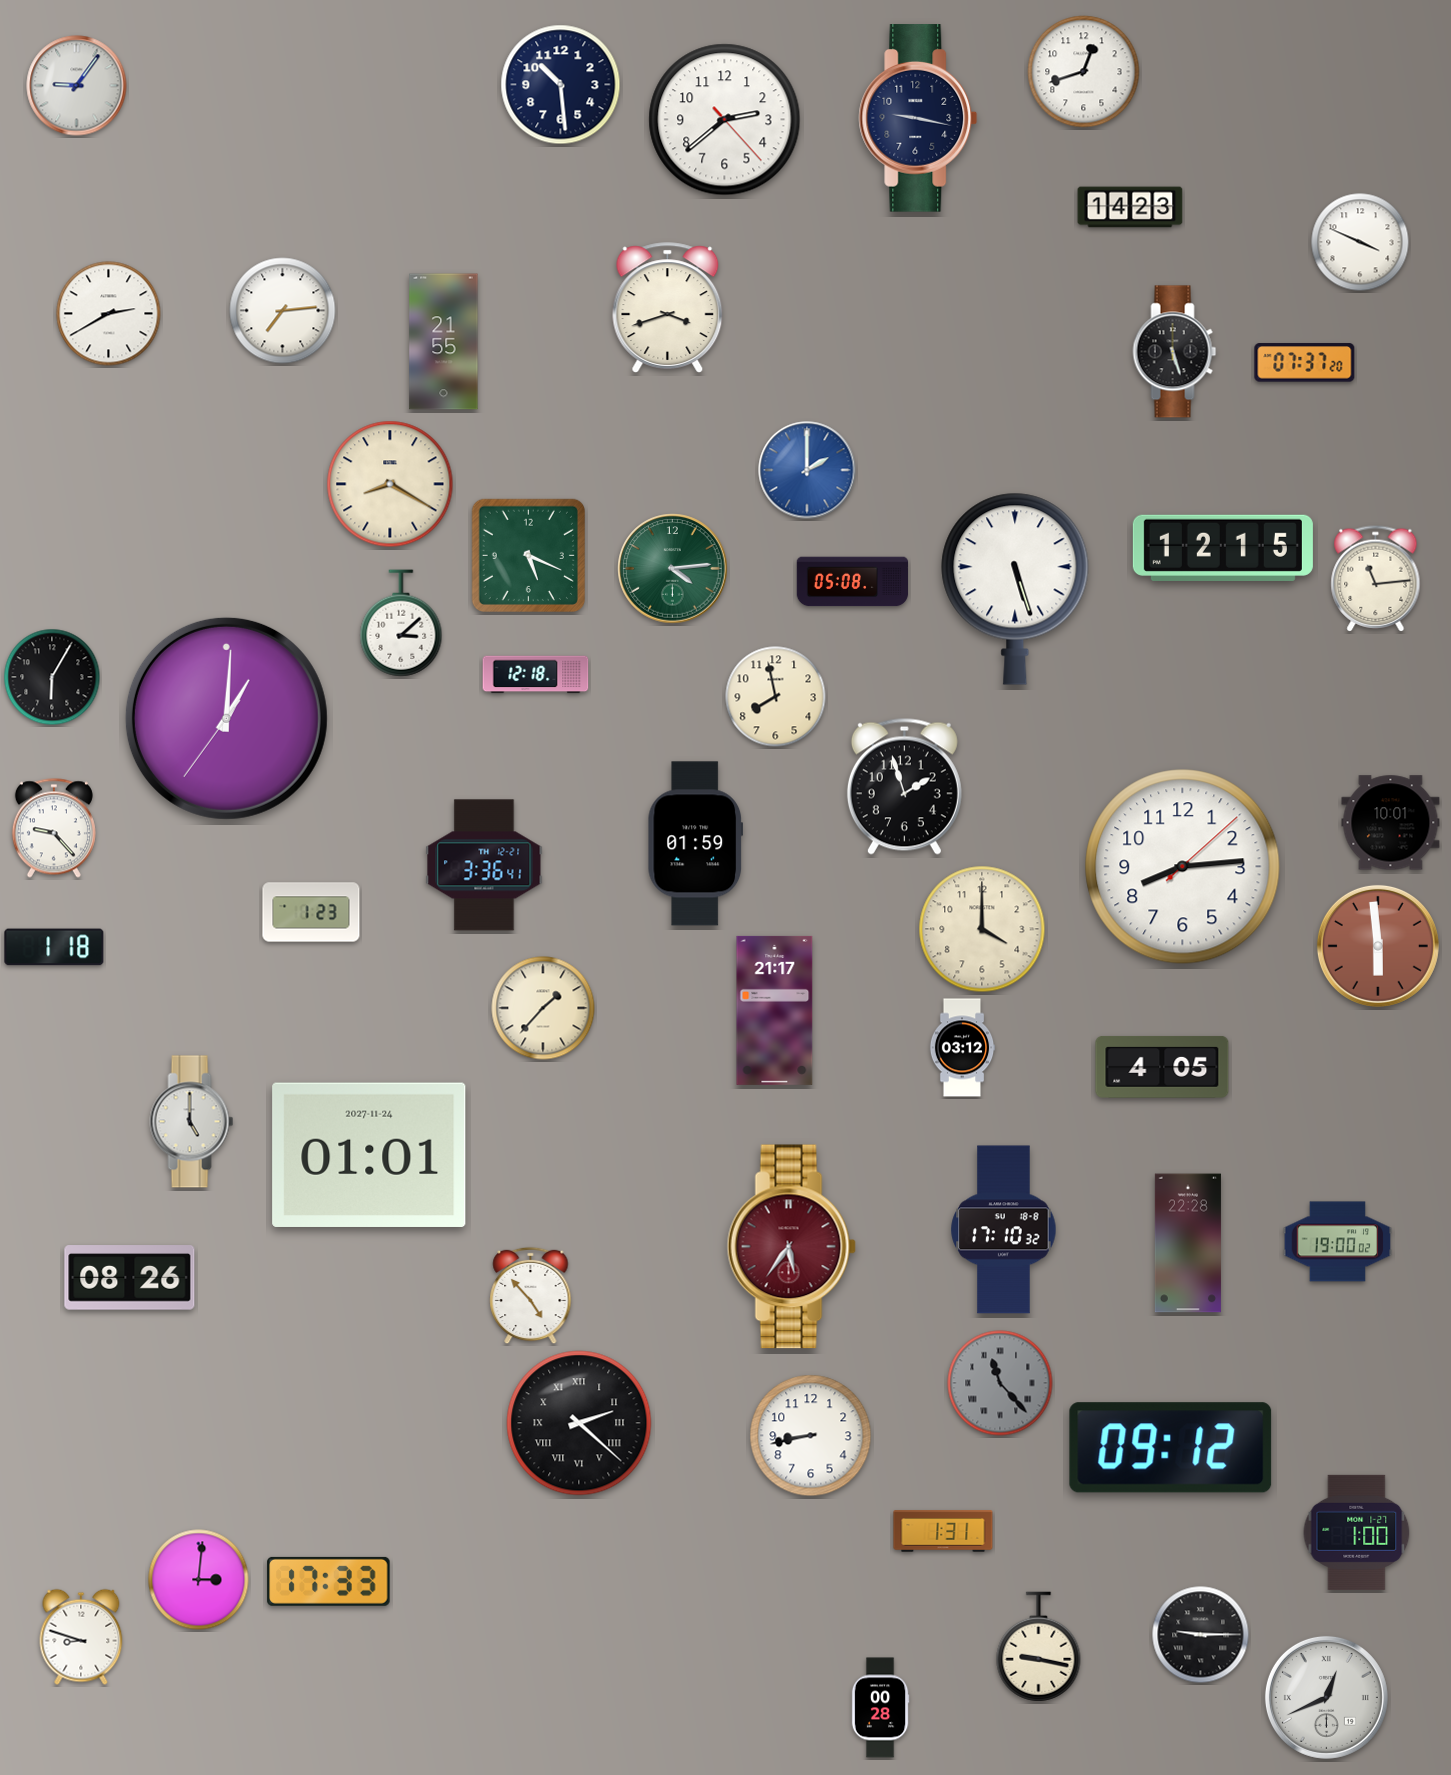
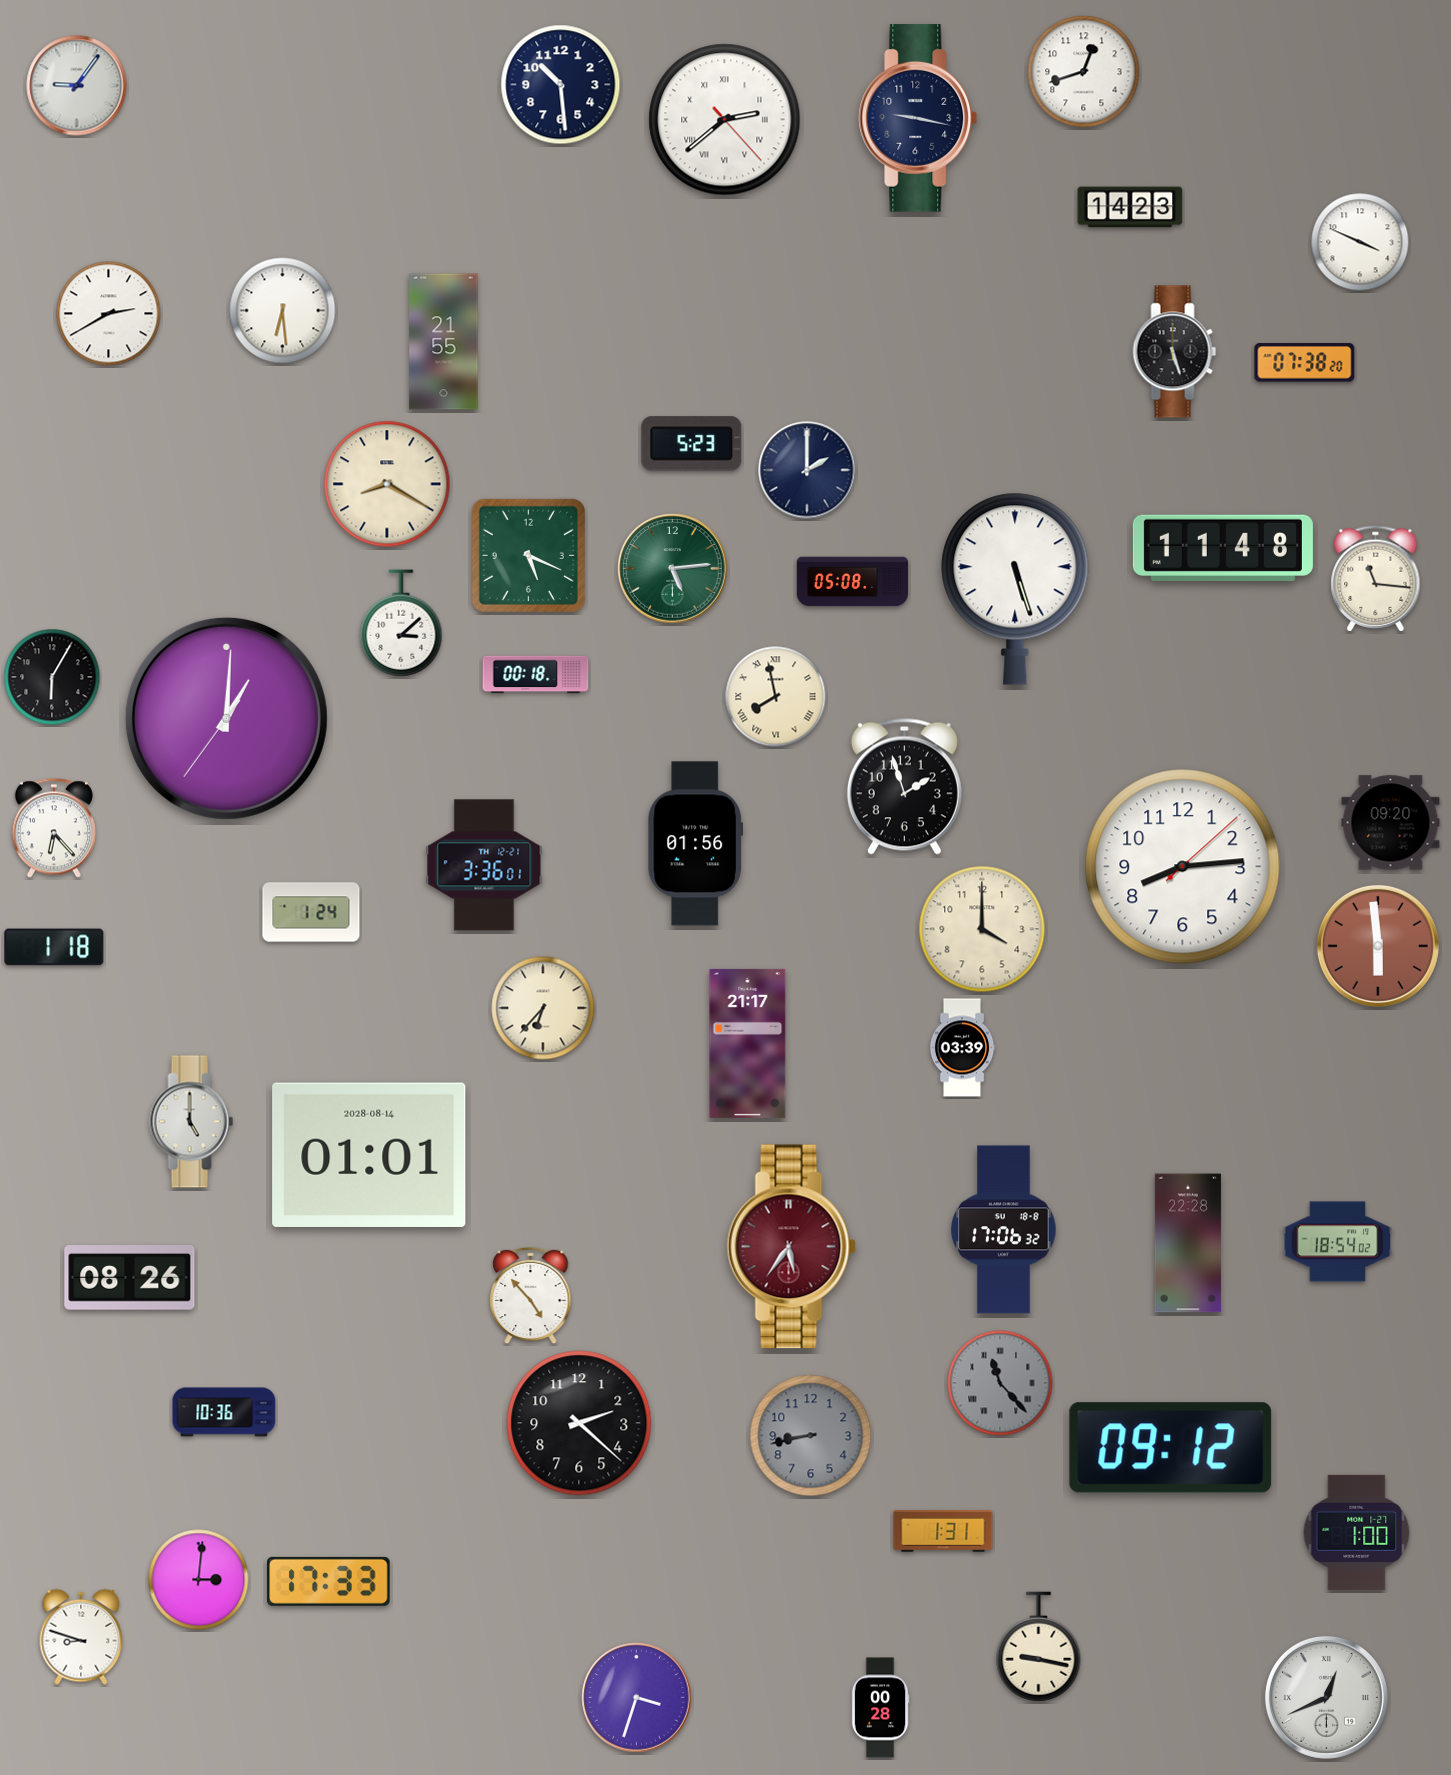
clock at (725, 120) numerals: Arabic -> Roman
clock at (668, 308): 3:42 -> none
clock at (283, 311): 7:14 -> 6:29
clock at (1305, 363): 07:37 -> 07:38
clock at (692, 444): none -> 5:23
clock at (807, 470) dial: blue -> navy
clock at (390, 484) position: (390, 484) -> (387, 484)
clock at (1223, 548): 12:15 -> 11:48
clock at (673, 569): 4:14 -> 5:14
clock at (1376, 579): 11:14 -> 11:16
clock at (536, 675): 12:18 -> 00:18
clock at (776, 697) numerals: Arabic -> Roman
clock at (1391, 823): 10:01 -> 09:20
clock at (54, 828): 9:23 -> 6:23
clock at (695, 844): 01:59 -> 01:56
clock at (484, 865): 3:36:41 -> 3:36:01
clock at (311, 912): 1:23 -> 1:24
clock at (543, 1008): 1:37 -> 6:37
clock at (775, 1010) position: (775, 1010) -> (748, 1043)
clock at (962, 1048): 03:12 -> 03:39
clock at (1162, 1067): 4:05 -> none
clock at (369, 1155) date: 2027-11-24 -> 2028-08-14
clock at (1004, 1230): 17:10 -> 17:06
clock at (1338, 1242): 19:00 -> 18:54
clock at (224, 1412): none -> 10:36
clock at (579, 1423) numerals: Roman -> Arabic
clock at (811, 1436) dial: white -> grey
clock at (1201, 1635): 9:15 -> none
clock at (637, 1698): none -> 3:33
